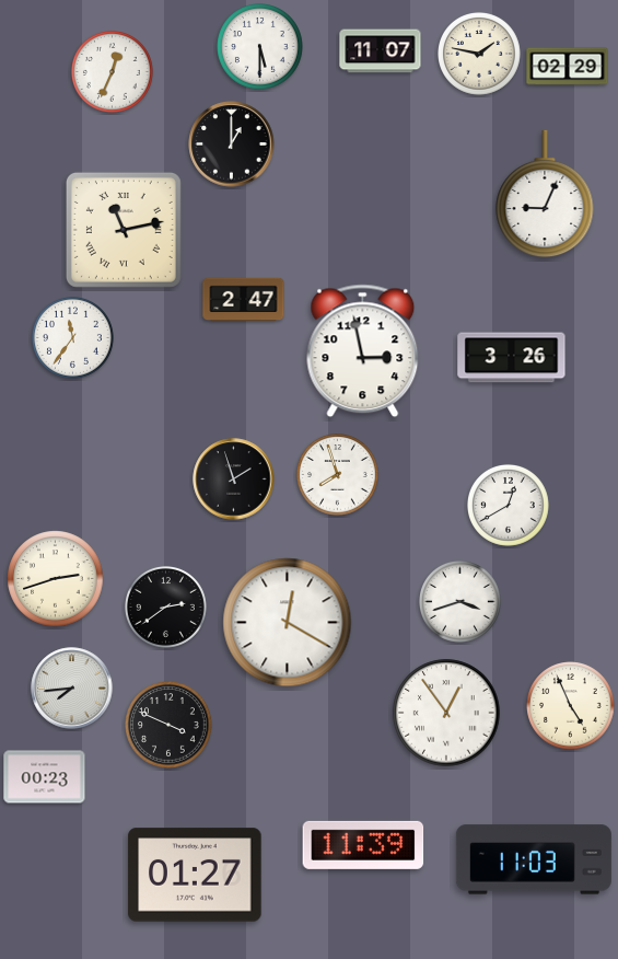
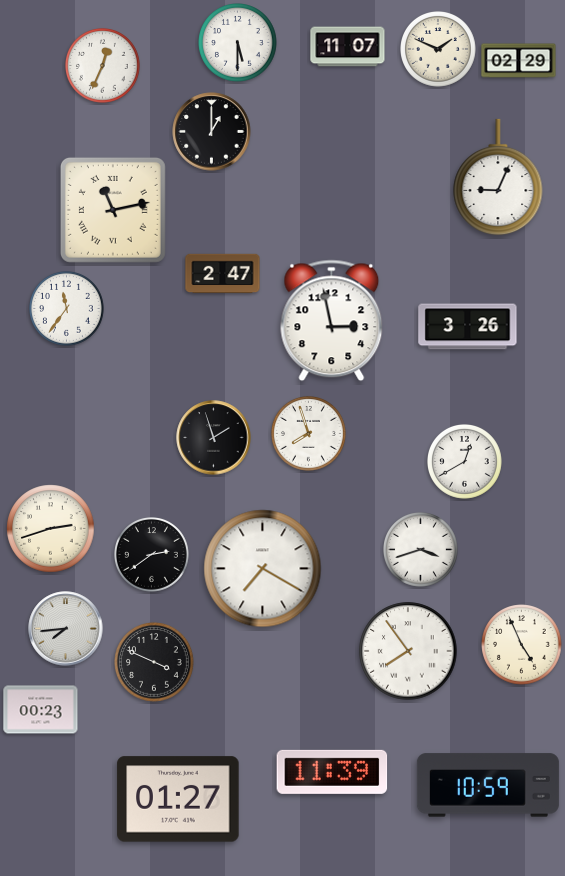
clock at (480, 55): 1:47 -> 1:49
clock at (288, 623): 12:20 -> 7:20
clock at (446, 713): 12:54 -> 7:54
clock at (534, 859): 11:03 -> 10:59
